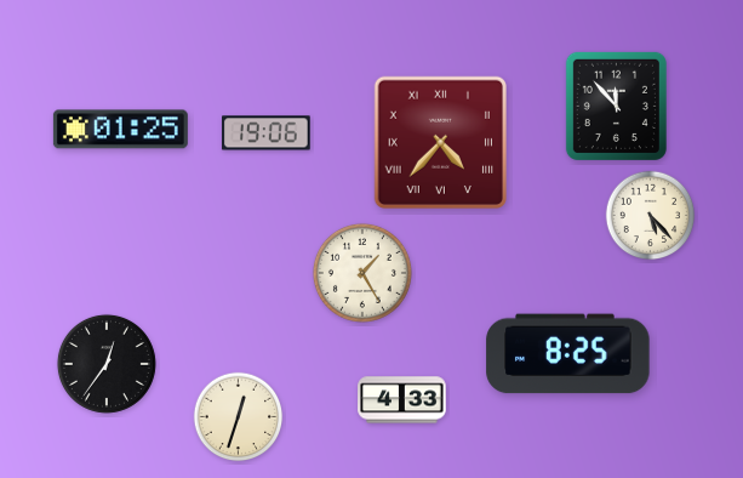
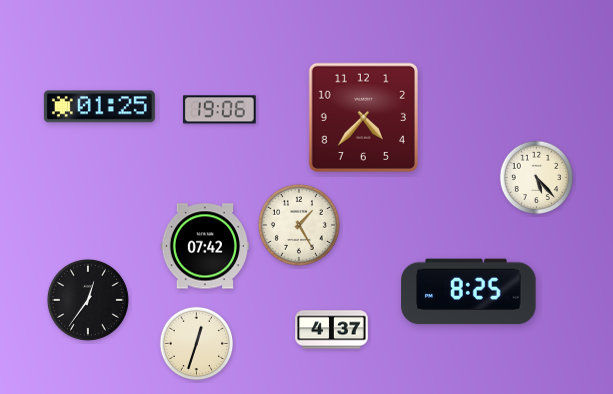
clock at (616, 106): 11:53 -> none
clock at (440, 142) numerals: Roman -> Arabic
clock at (204, 246): none -> 07:42
clock at (402, 400): 4:33 -> 4:37
